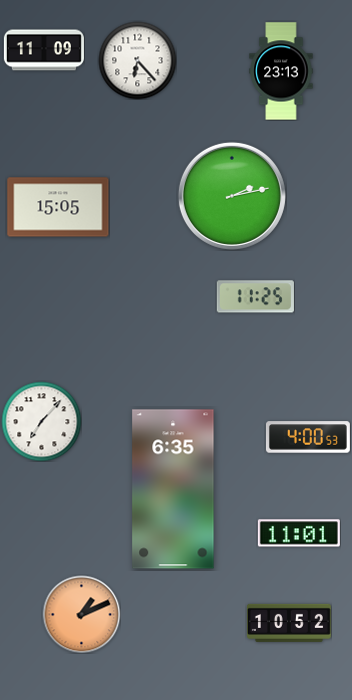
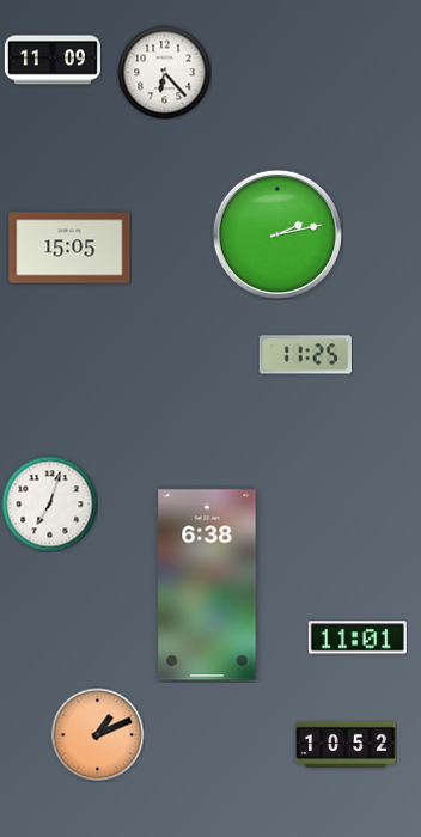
clock at (281, 71): 23:13 -> none
clock at (41, 421): 7:07 -> 7:03
clock at (308, 437): 4:00 -> none
clock at (173, 489): 6:35 -> 6:38
